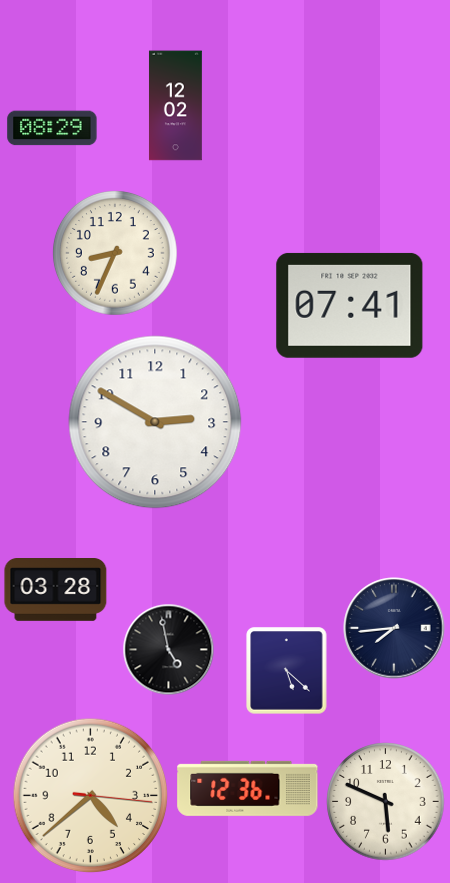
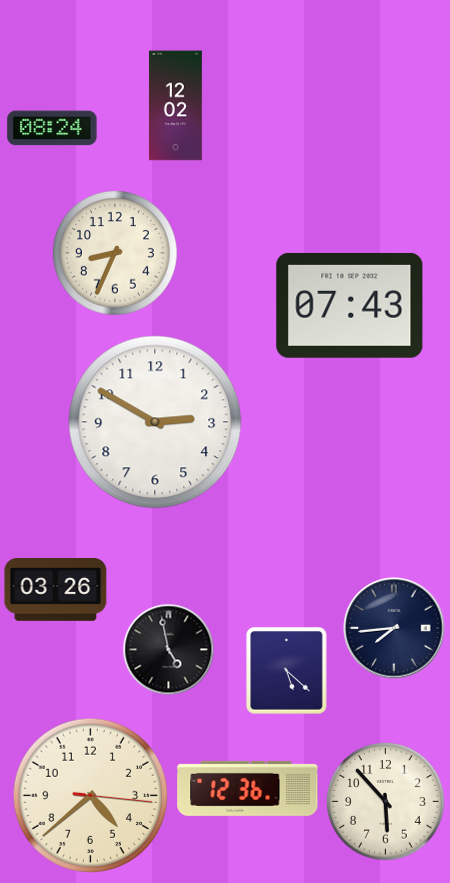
clock at (52, 128): 08:29 -> 08:24
clock at (350, 305): 07:41 -> 07:43
clock at (56, 590): 03:28 -> 03:26
clock at (386, 802): 5:49 -> 5:53
